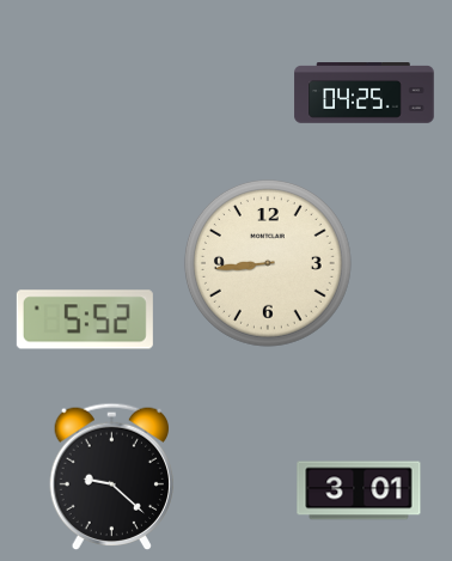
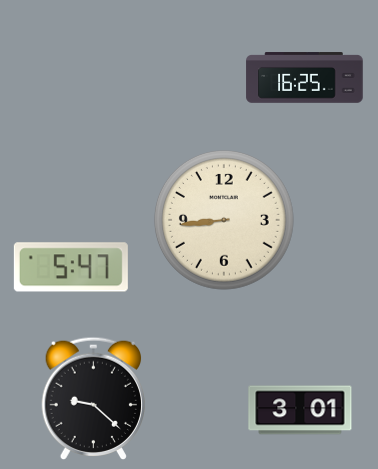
clock at (365, 93): 04:25 -> 16:25
clock at (85, 319): 5:52 -> 5:47
